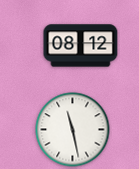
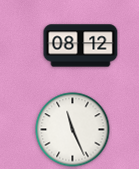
clock at (73, 130): 11:28 -> 11:26
